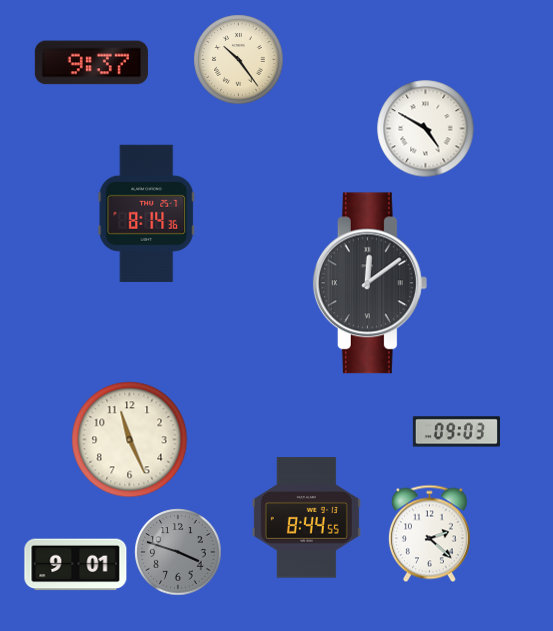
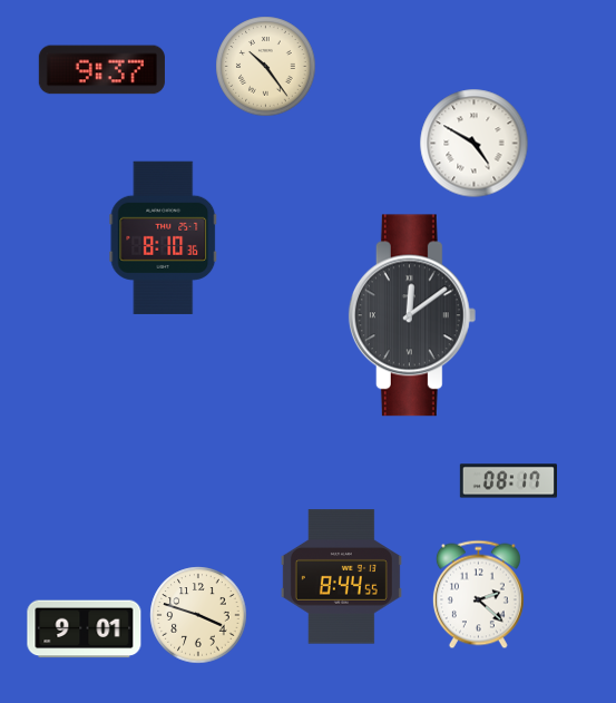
clock at (147, 213): 8:14 -> 8:10
clock at (456, 432): 09:03 -> 08:17
clock at (130, 440): 11:26 -> none
clock at (178, 552) dial: grey -> cream
